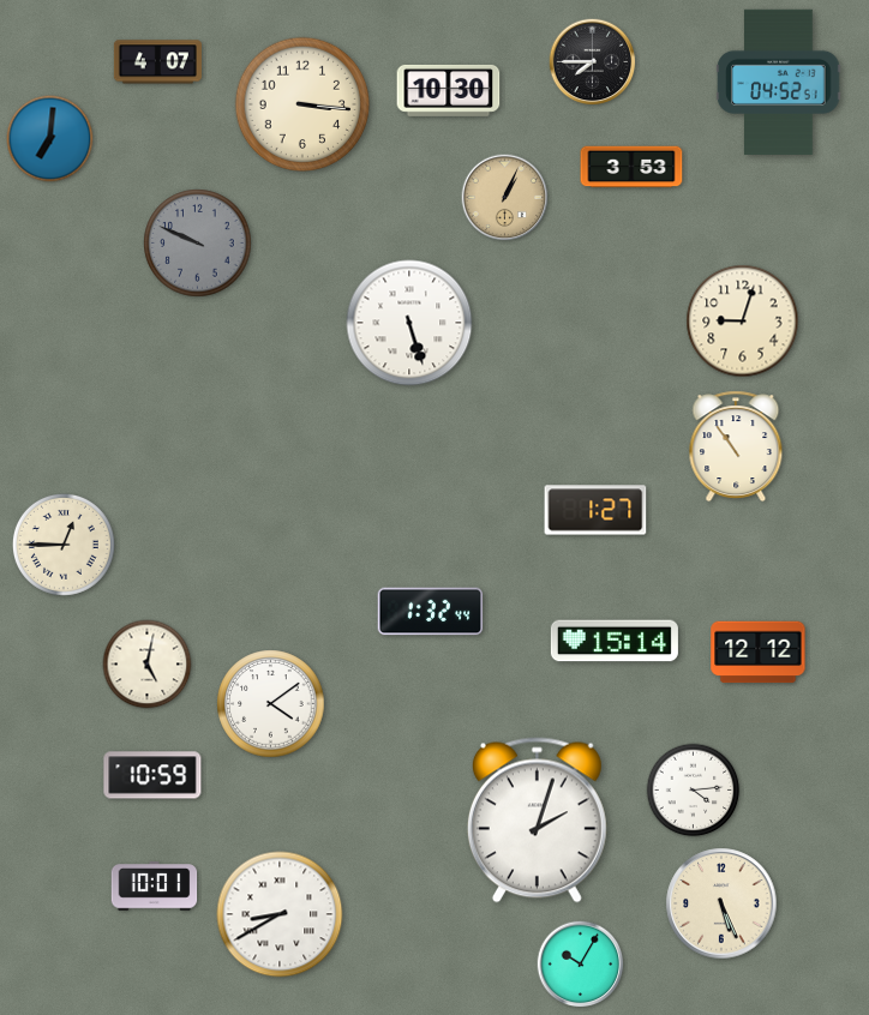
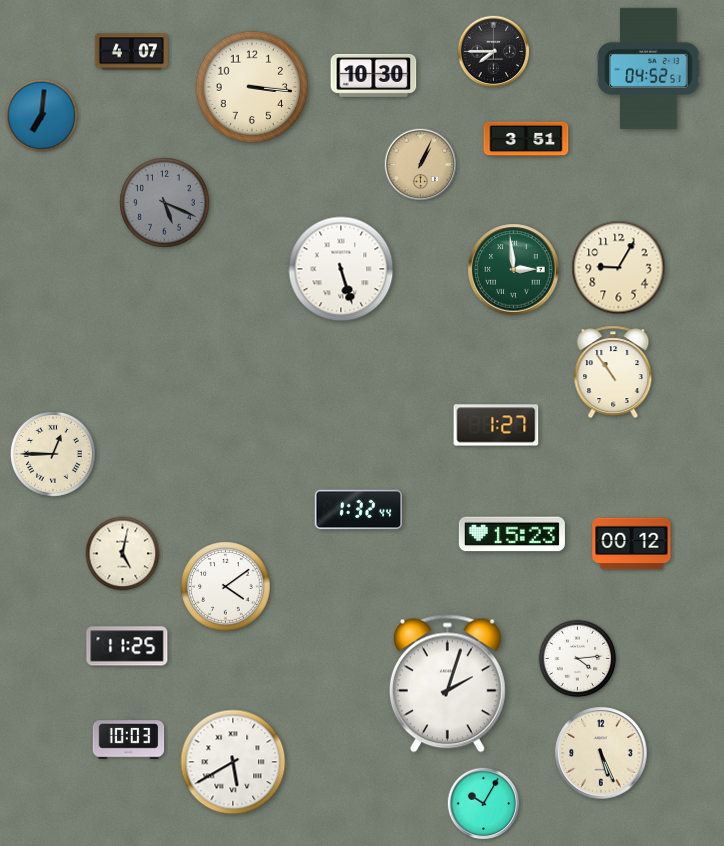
clock at (631, 167): 3:53 -> 3:51
clock at (198, 244): 9:49 -> 5:19
clock at (743, 322): 9:03 -> 9:05
clock at (514, 270): none -> 2:59
clock at (615, 641): 15:14 -> 15:23
clock at (759, 653): 12:12 -> 00:12
clock at (152, 775): 10:59 -> 11:25
clock at (155, 887): 10:01 -> 10:03
clock at (280, 914): 8:40 -> 5:40
